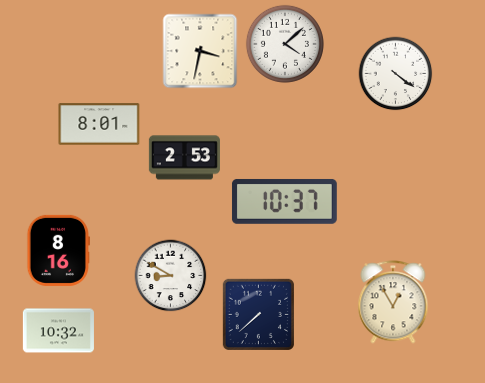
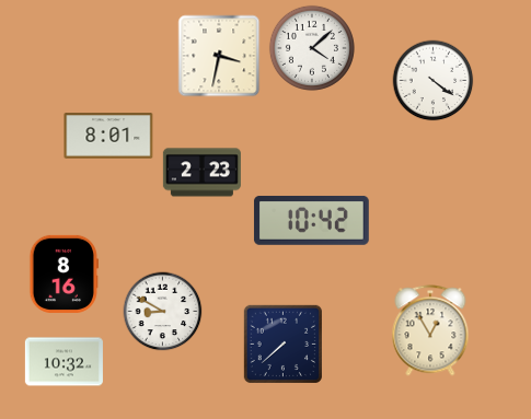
clock at (184, 158): 2:53 -> 2:23
clock at (284, 201): 10:37 -> 10:42
clock at (171, 276) position: (171, 276) -> (163, 312)
